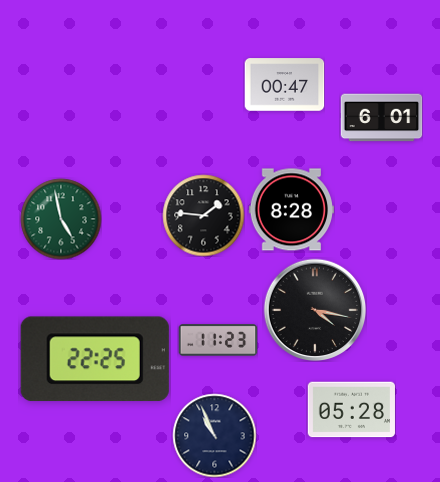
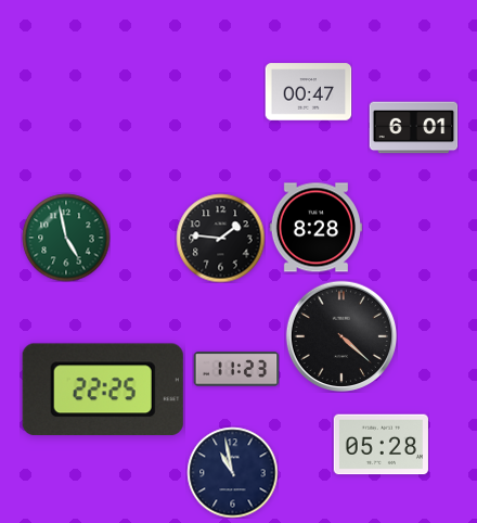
clock at (203, 215) position: (203, 215) -> (220, 238)
clock at (315, 310): 4:17 -> 4:22
clock at (214, 435): 10:56 -> 10:58
